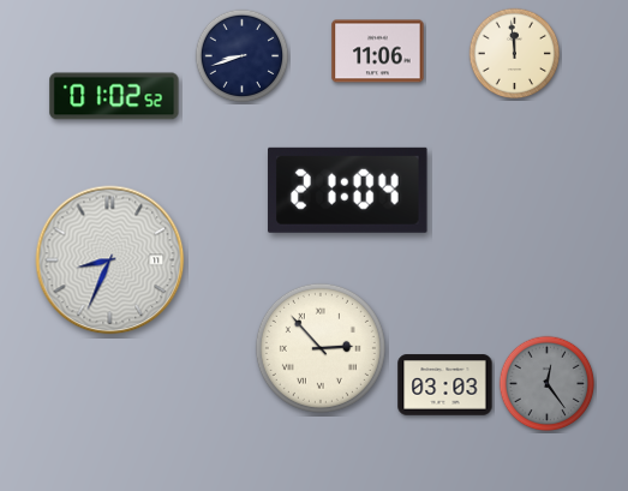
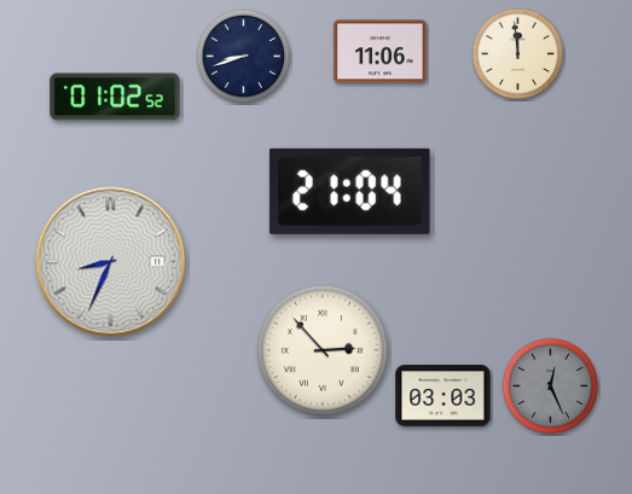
clock at (548, 384): 12:24 -> 12:26
clock at (445, 385) position: (445, 385) -> (443, 396)
